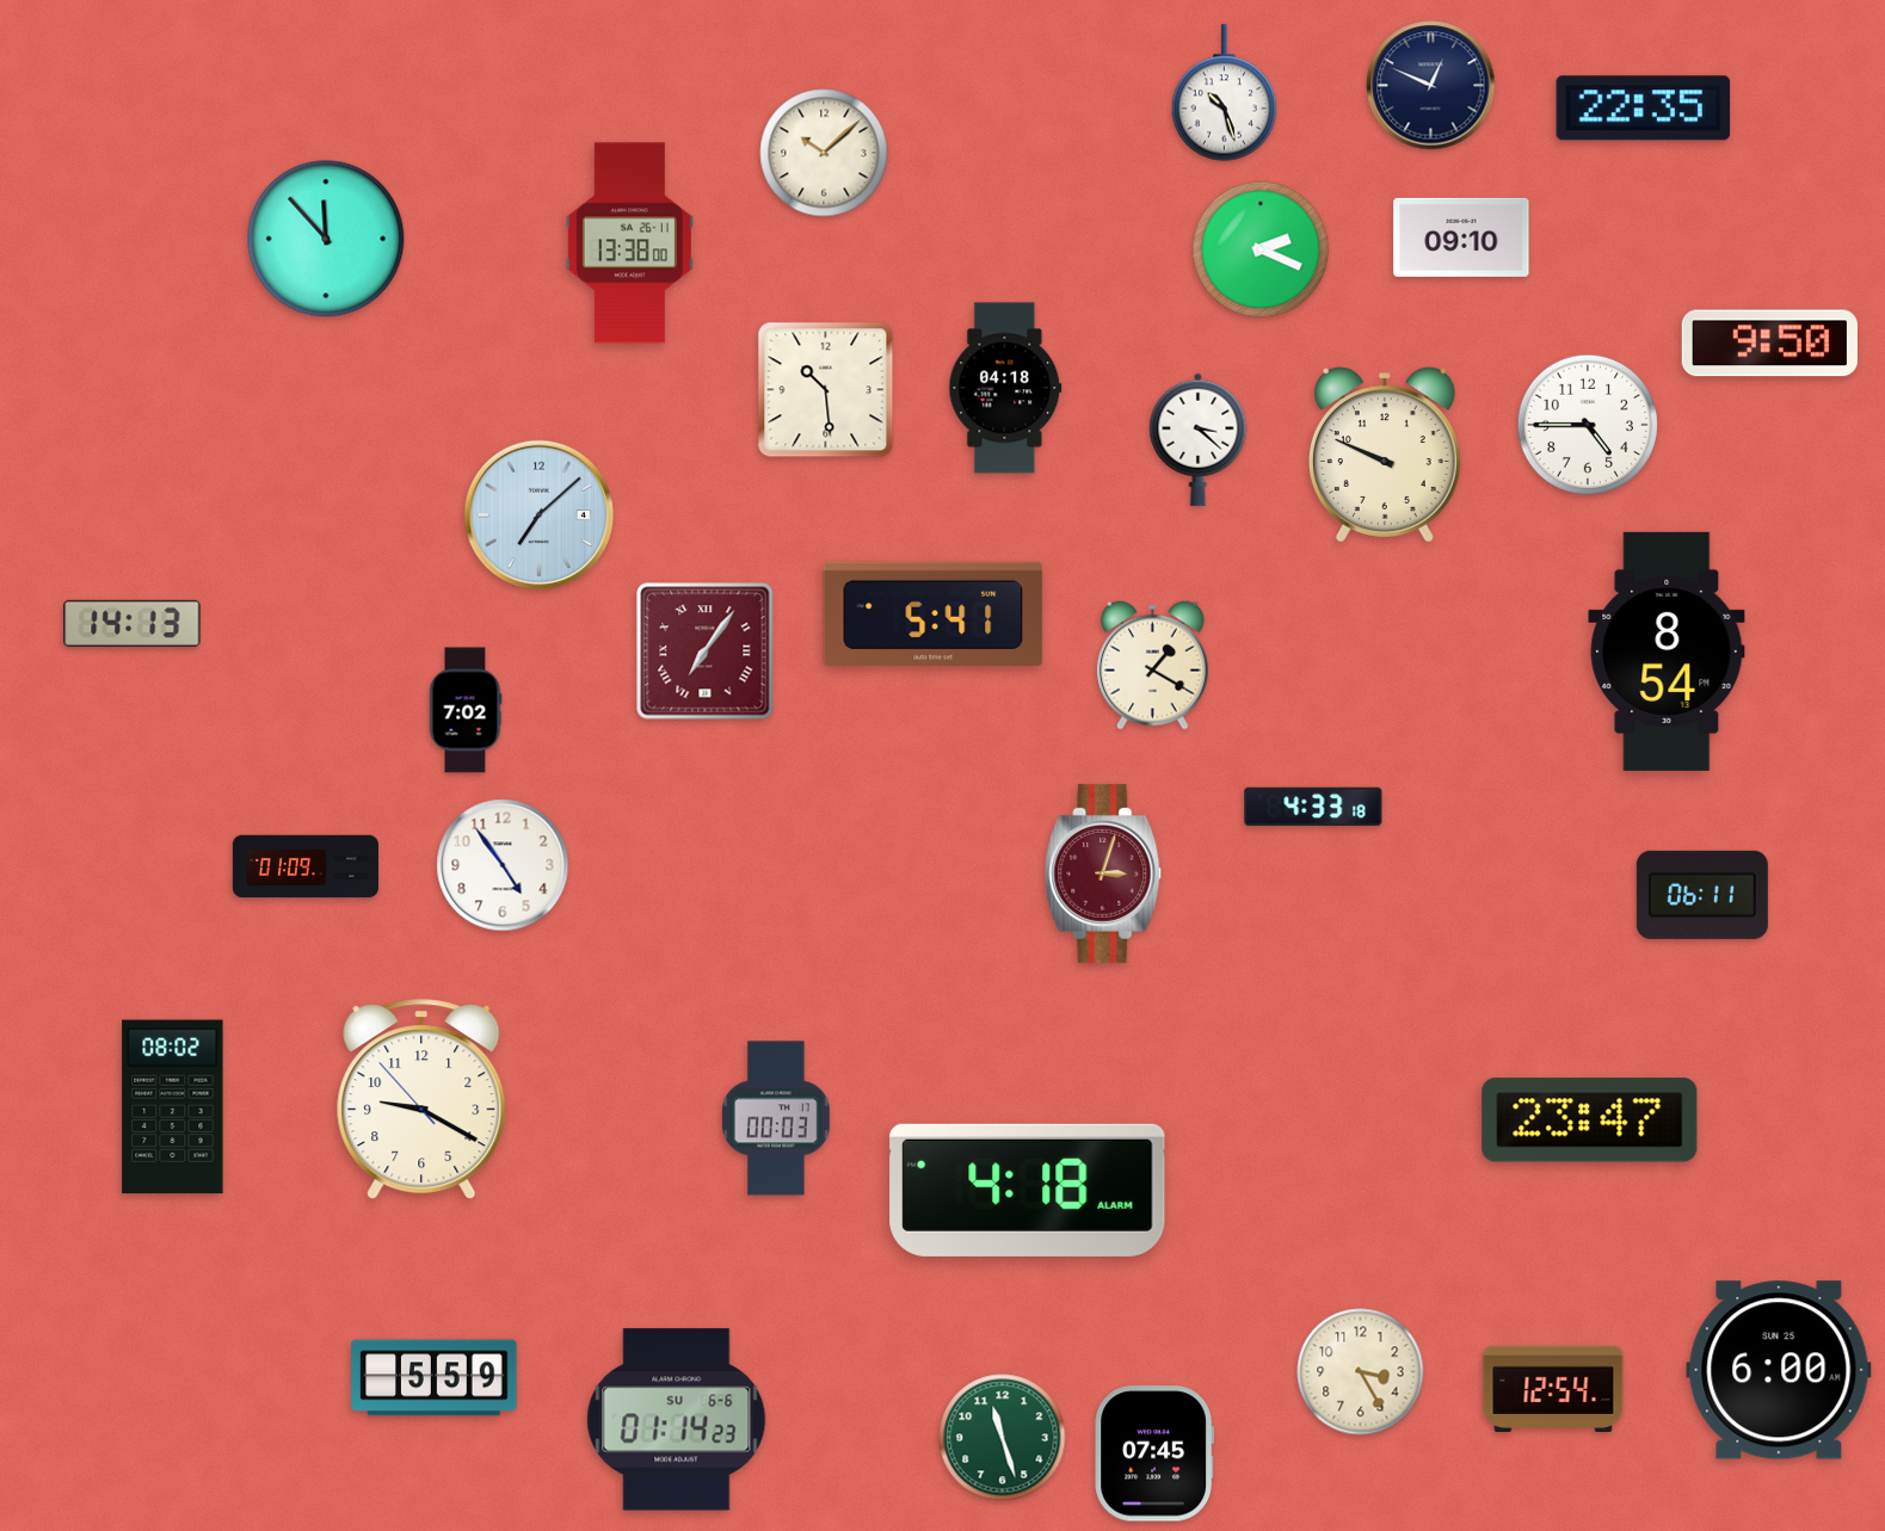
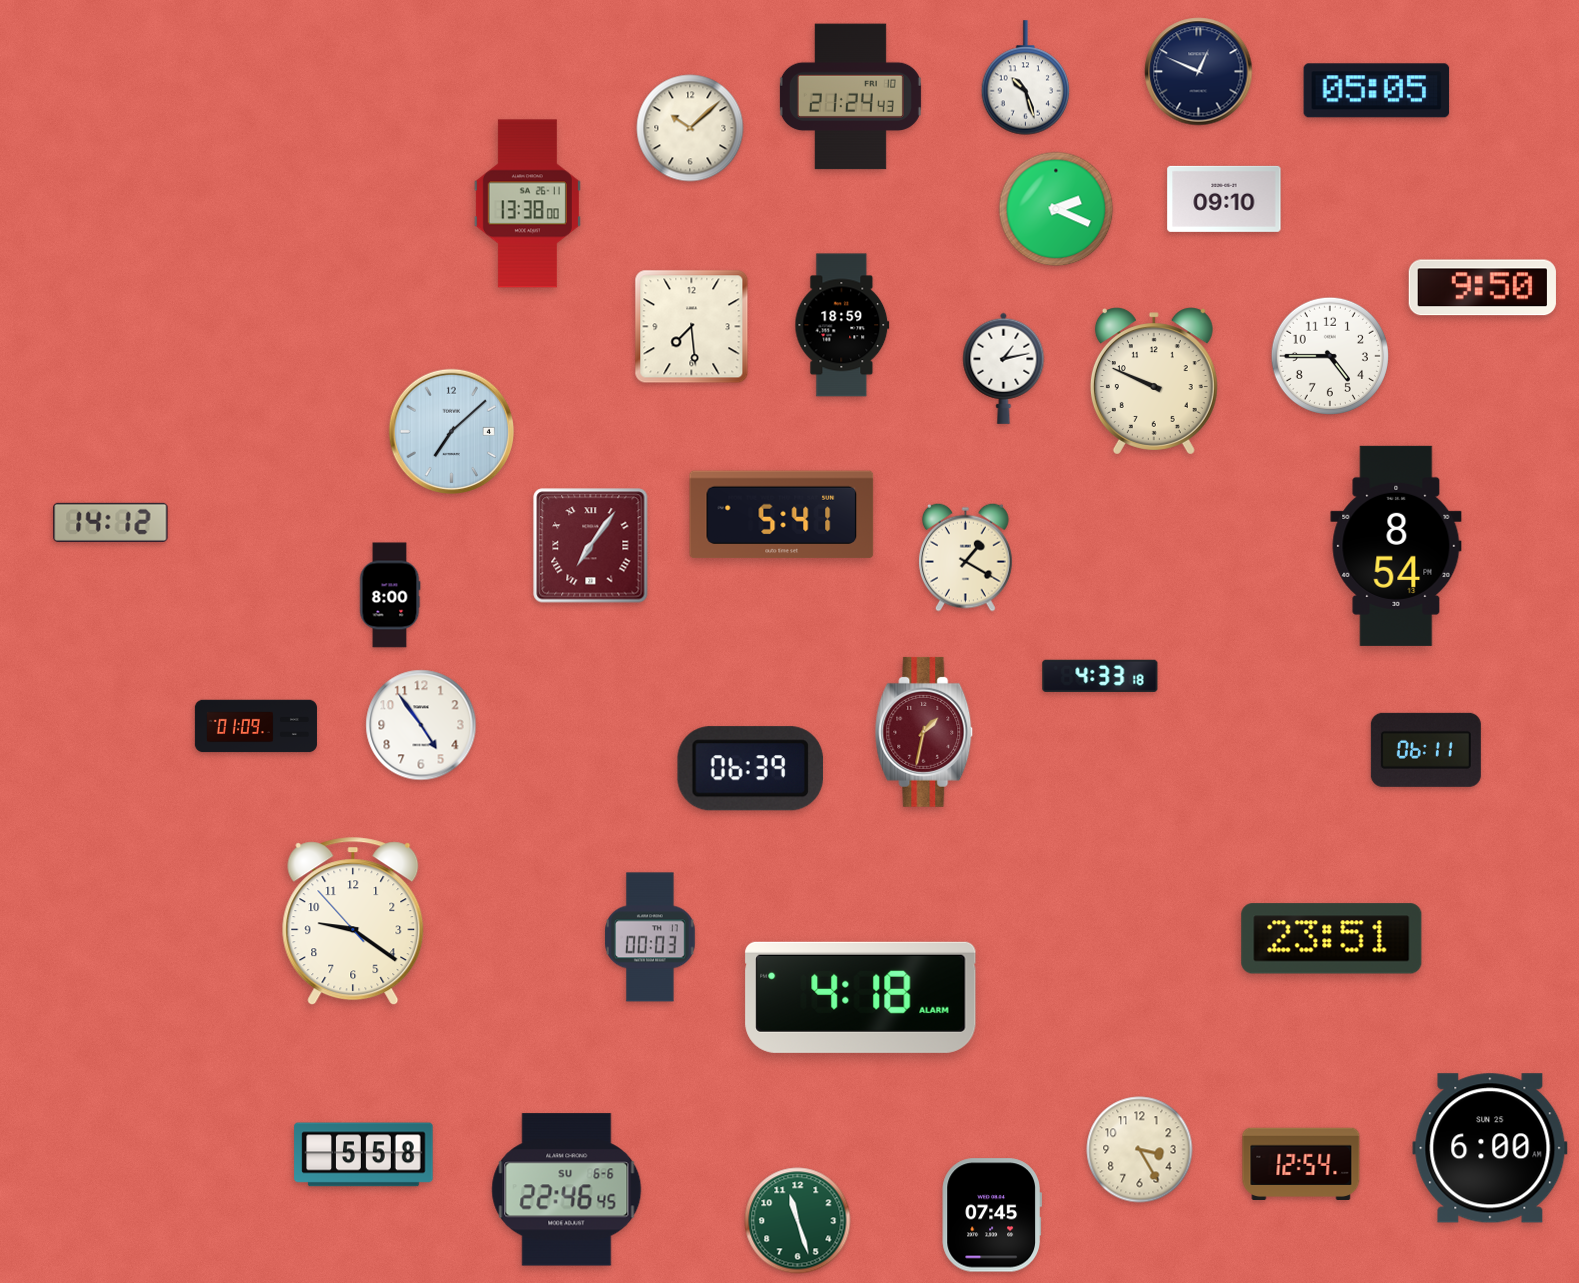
clock at (1644, 109): 22:35 -> 05:05
clock at (850, 97): none -> 21:24
clock at (326, 239): 11:53 -> none
clock at (1005, 388): 04:18 -> 18:59
clock at (826, 390): 10:29 -> 7:29
clock at (1199, 439): 3:22 -> 1:13
clock at (1385, 455) position: (1385, 455) -> (1154, 381)
clock at (133, 623): 14:13 -> 14:12
clock at (466, 710): 7:02 -> 8:00
clock at (1103, 873): 3:03 -> 1:32
clock at (750, 769): none -> 06:39
clock at (421, 1100): 9:19 -> 9:20
clock at (173, 1107): 08:02 -> none
clock at (1590, 1121): 23:47 -> 23:51
clock at (435, 1378): 5:59 -> 5:58
clock at (677, 1420): 01:14 -> 22:46
clock at (1003, 1438) position: (1003, 1438) -> (798, 1221)
clock at (1153, 1453) position: (1153, 1453) -> (991, 1215)
